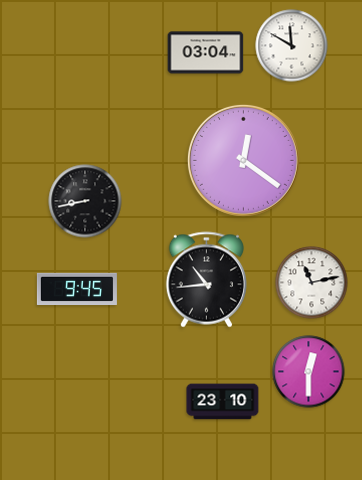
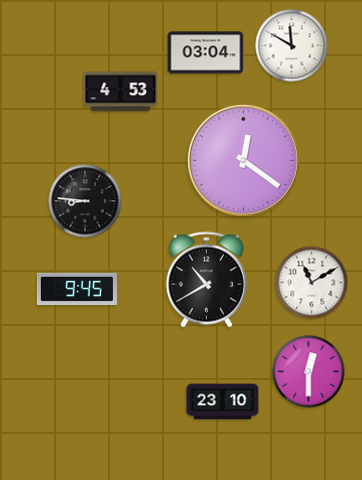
clock at (121, 92): none -> 4:53
clock at (85, 201): 8:43 -> 8:46
clock at (206, 280): 10:44 -> 10:40
clock at (312, 283): 11:13 -> 11:10
